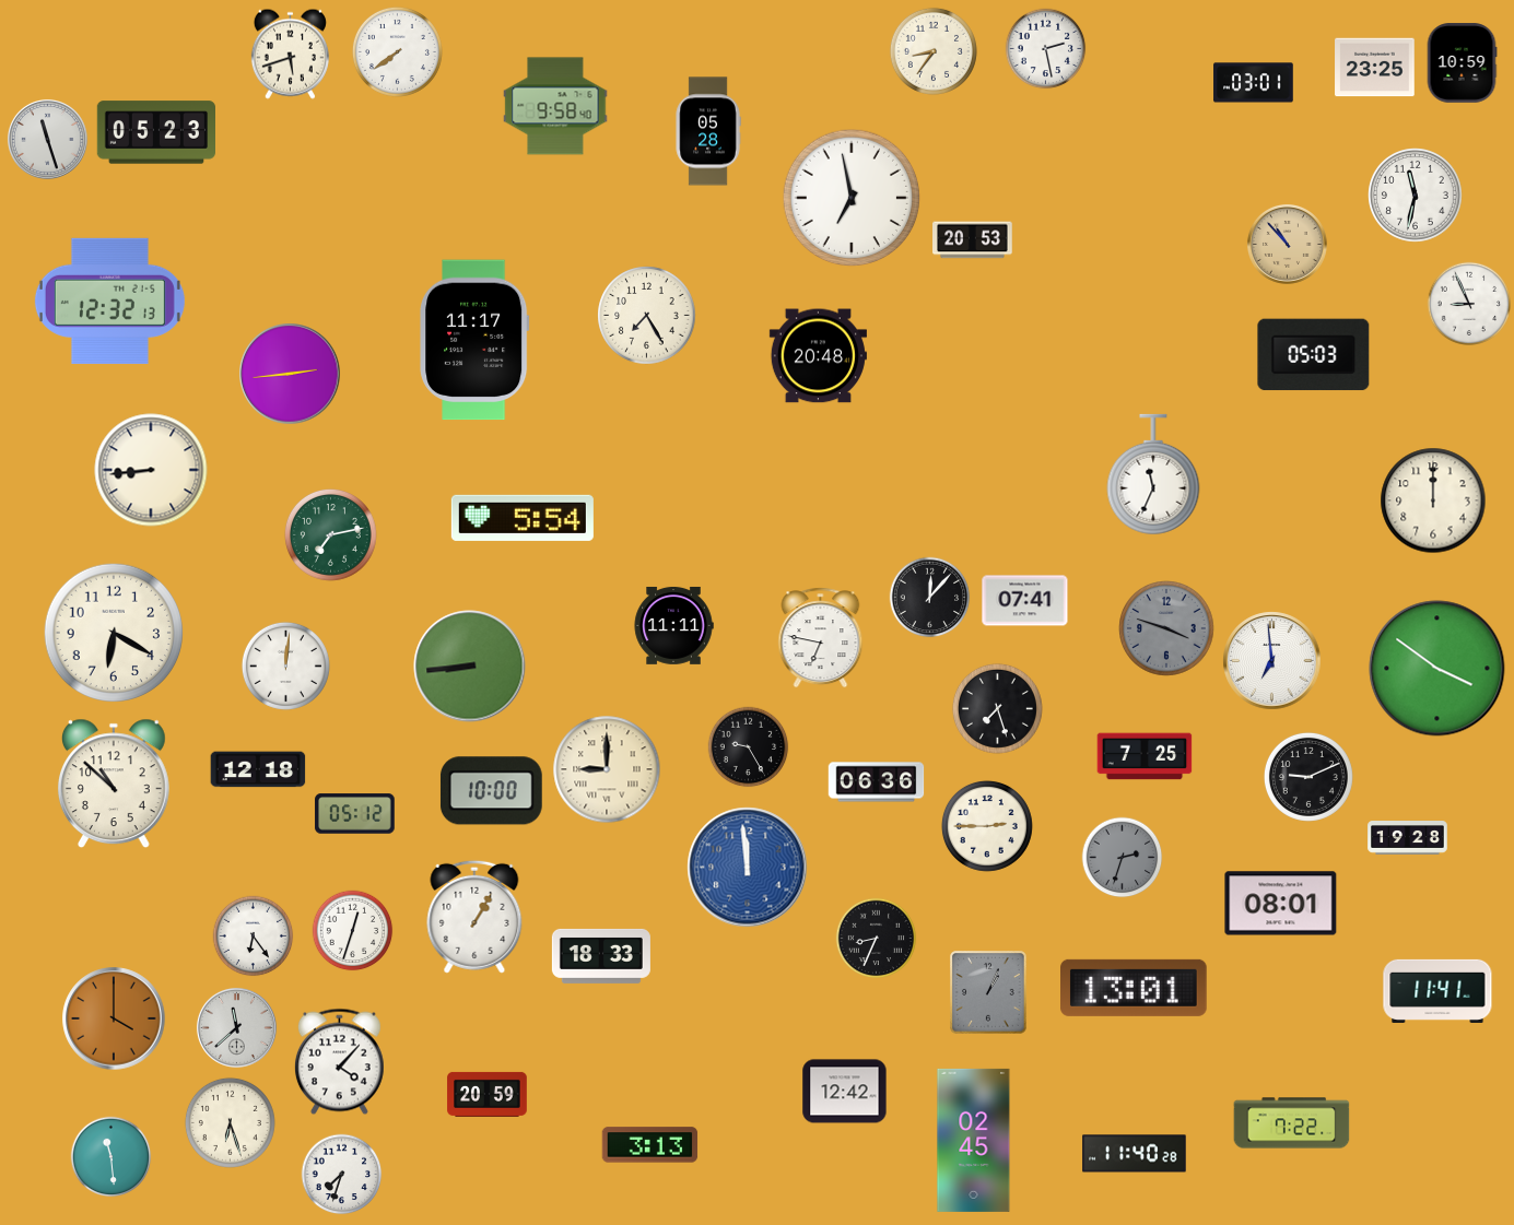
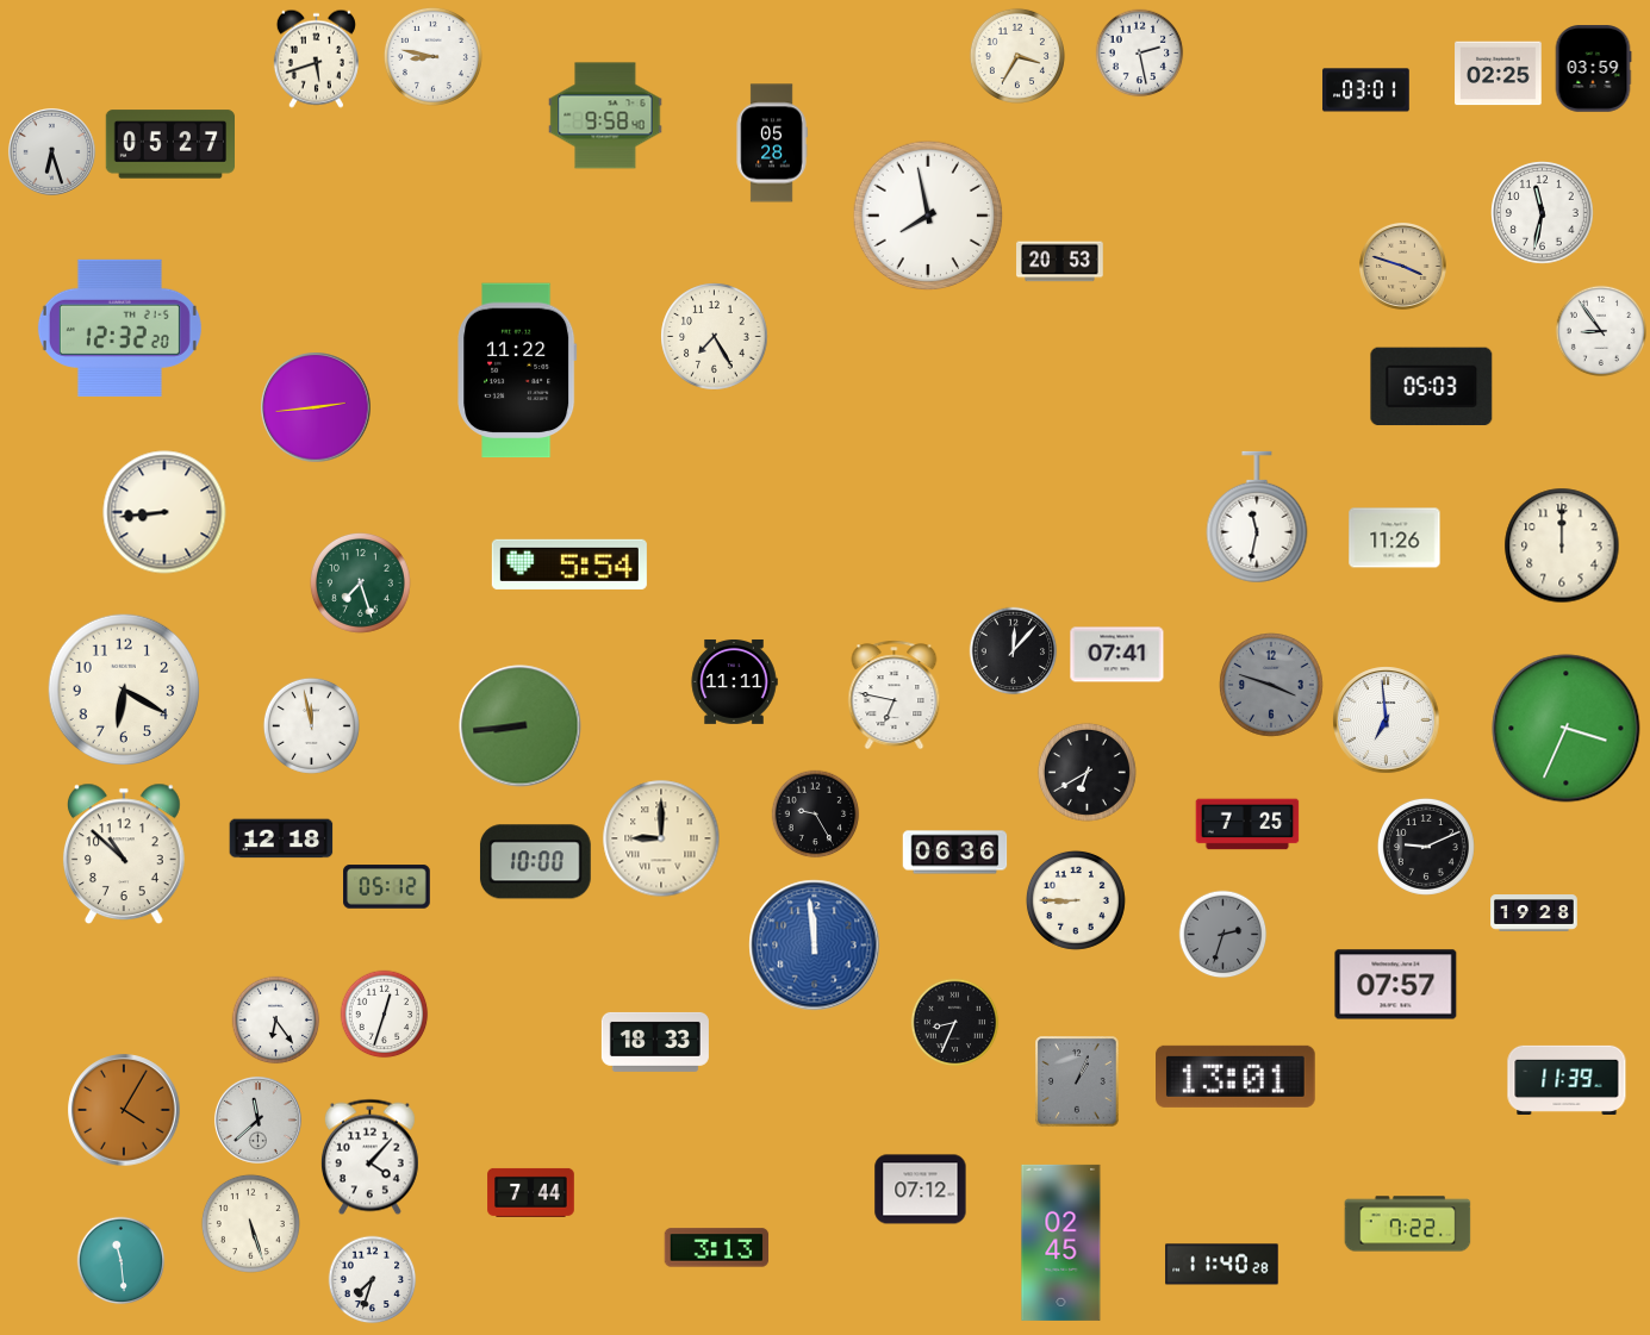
clock at (397, 51): 7:39 -> 8:47
clock at (934, 51): 8:36 -> 3:35
clock at (1462, 63): 10:59 -> 03:59
clock at (1375, 68): 23:25 -> 02:25
clock at (156, 132): 05:23 -> 05:27
clock at (47, 139): 11:27 -> 6:27
clock at (852, 198): 6:58 -> 7:58
clock at (1287, 244): 10:53 -> 3:48
clock at (109, 301): 12:32:13 -> 12:32:20
clock at (1468, 303): 8:56 -> 8:54
clock at (647, 316) position: (647, 316) -> (715, 337)
clock at (476, 340): 11:17 -> 11:22
clock at (818, 356): 20:48 -> none
clock at (1153, 474): 11:34 -> 11:32
clock at (1395, 538): none -> 11:26
clock at (330, 534): 7:13 -> 7:27
clock at (285, 665): 12:01 -> 11:58
clock at (470, 667) position: (470, 667) -> (521, 726)
clock at (1437, 669): 3:51 -> 3:34
clock at (997, 708): 7:27 -> 6:40
clock at (987, 826): 2:45 -> 8:45
clock at (1281, 904): 08:01 -> 07:57
clock at (474, 917): 1:05 -> none
clock at (1437, 991): 11:41 -> 11:39
clock at (114, 1018): 4:00 -> 4:05
clock at (845, 1092): 12:42 -> 07:12
clock at (488, 1094): 20:59 -> 7:44
clock at (230, 1122): 6:27 -> 5:27
clock at (650, 1145) position: (650, 1145) -> (717, 1248)
clock at (1135, 1154) position: (1135, 1154) -> (1222, 1265)
